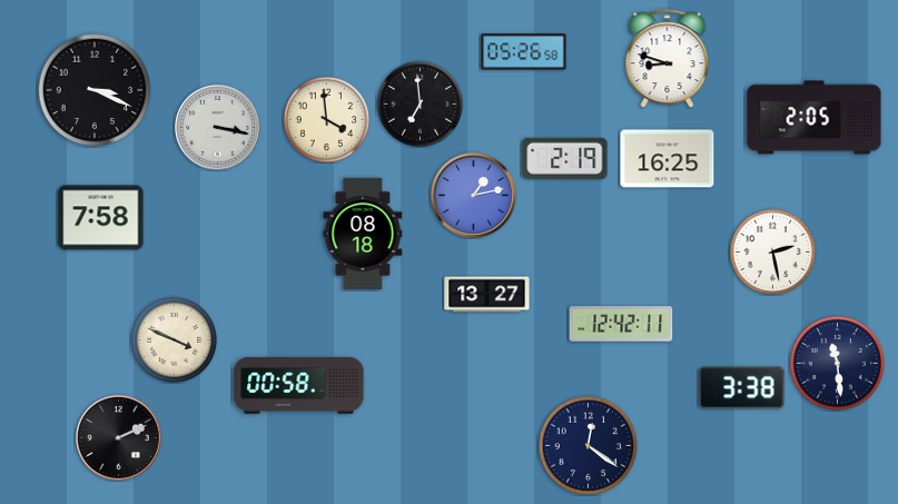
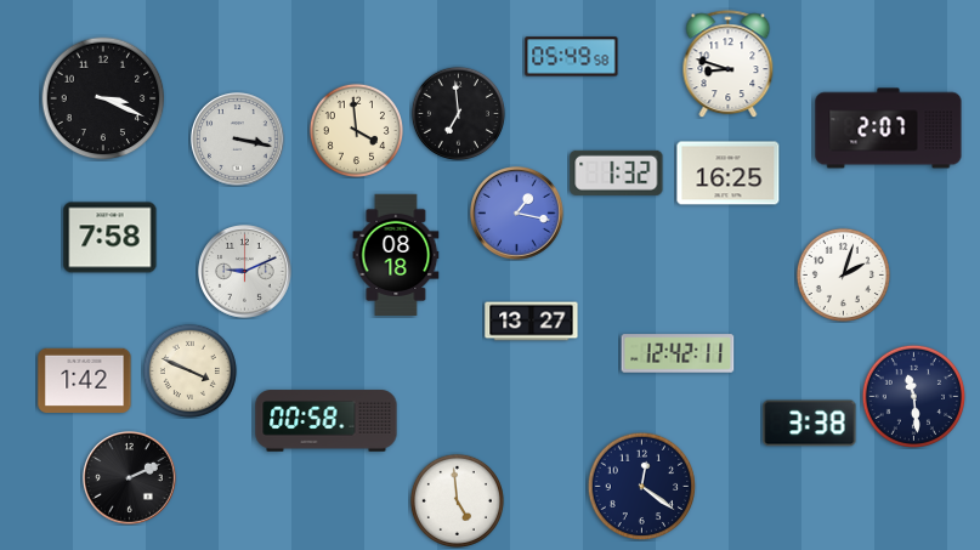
clock at (524, 52): 05:26 -> 05:49
clock at (815, 118): 2:05 -> 2:07
clock at (565, 158): 2:19 -> 1:32
clock at (474, 196): 1:13 -> 1:17
clock at (245, 272): none -> 9:11
clock at (772, 251): 2:28 -> 2:03
clock at (85, 380): none -> 1:42
clock at (457, 500): none -> 4:59
